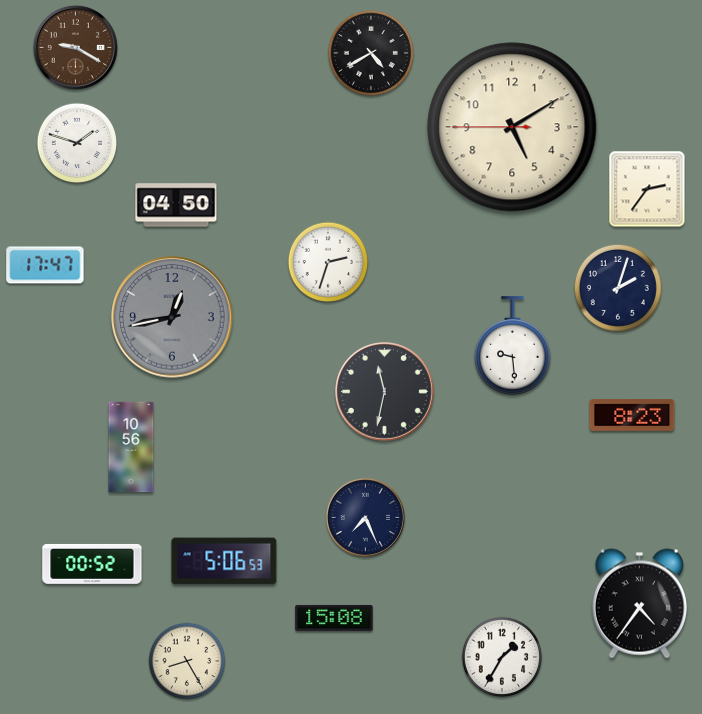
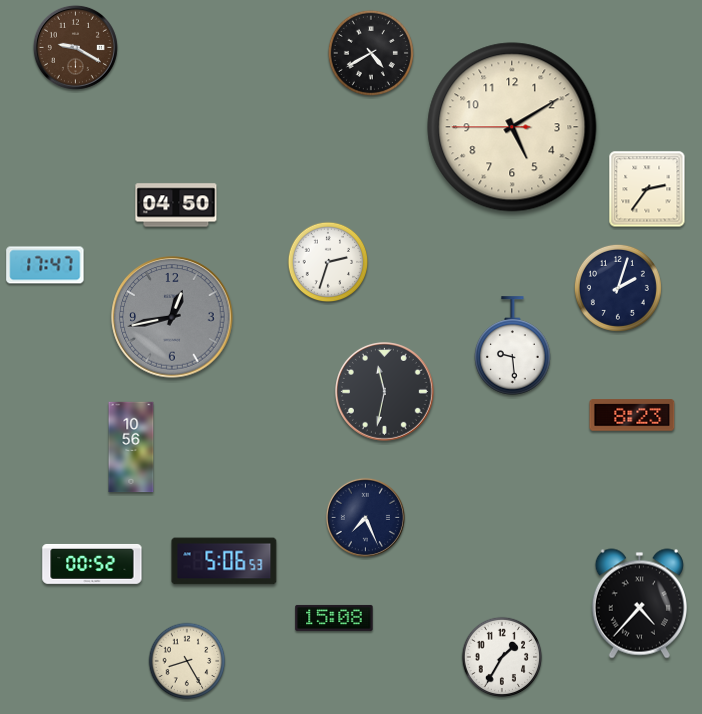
clock at (77, 143): 1:48 -> none
clock at (639, 604): 4:36 -> 4:37
